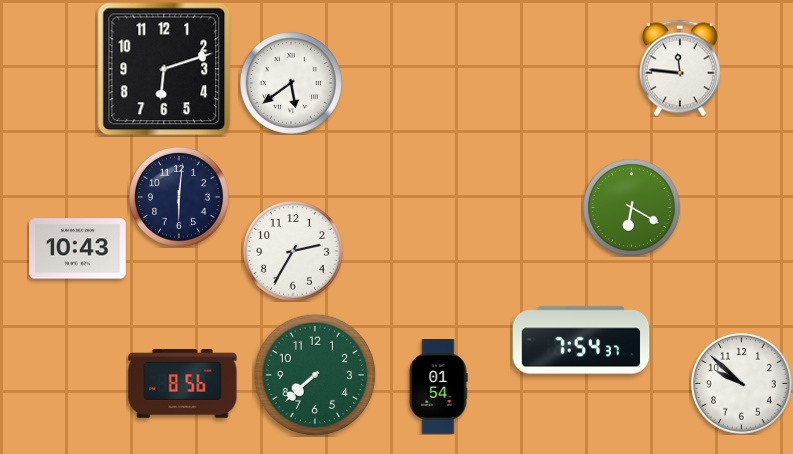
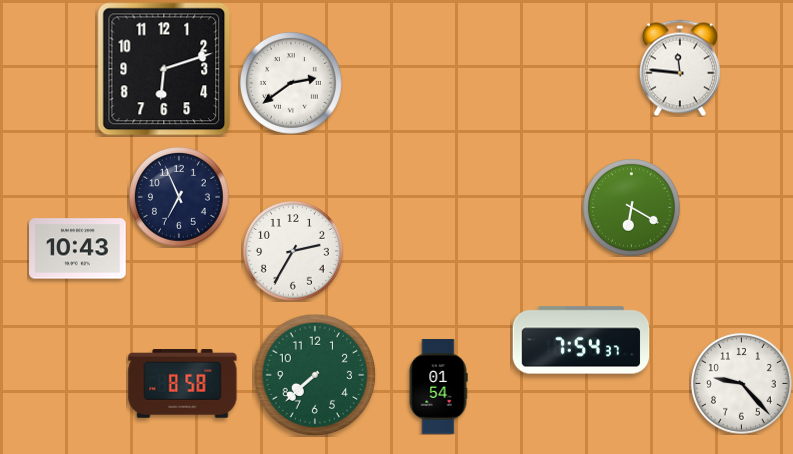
clock at (291, 83): 5:39 -> 2:39
clock at (180, 198): 6:01 -> 6:56
clock at (741, 383): 9:52 -> 9:23
clock at (183, 384): 8:56 -> 8:58
